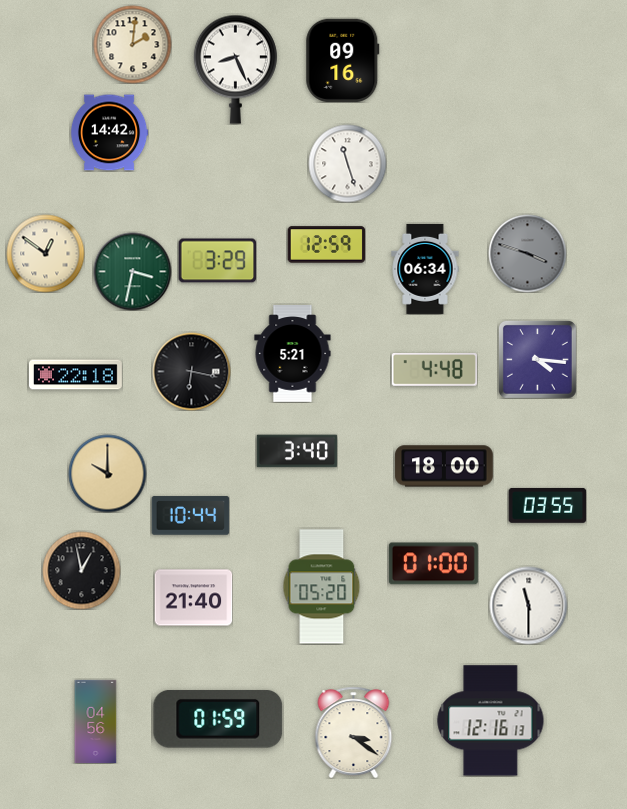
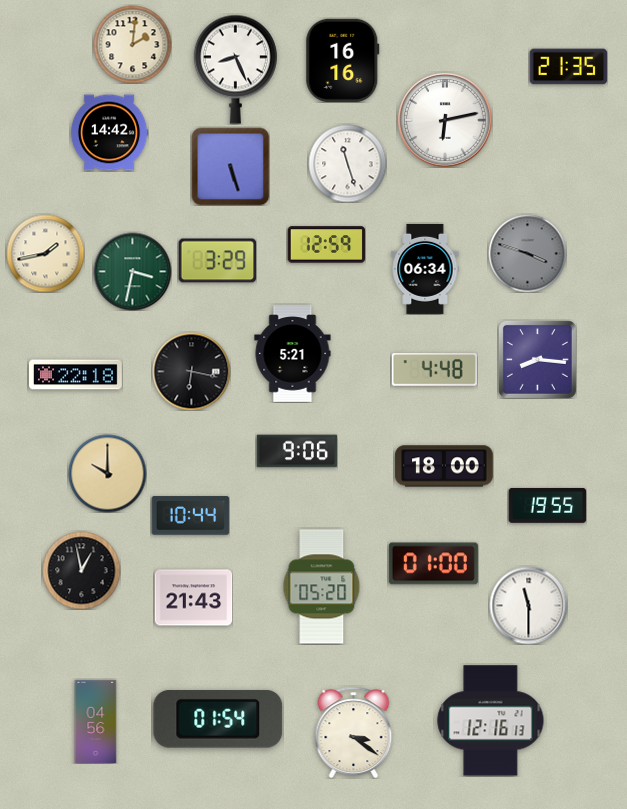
clock at (343, 60): 09:16 -> 16:16
clock at (568, 67): none -> 21:35
clock at (445, 120): none -> 6:13
clock at (230, 166): none -> 5:27
clock at (45, 253): 12:51 -> 1:43
clock at (537, 359): 4:16 -> 8:16
clock at (297, 451): 3:40 -> 9:06
clock at (547, 505): 03:55 -> 19:55
clock at (193, 598): 21:40 -> 21:43
clock at (218, 719): 01:59 -> 01:54
